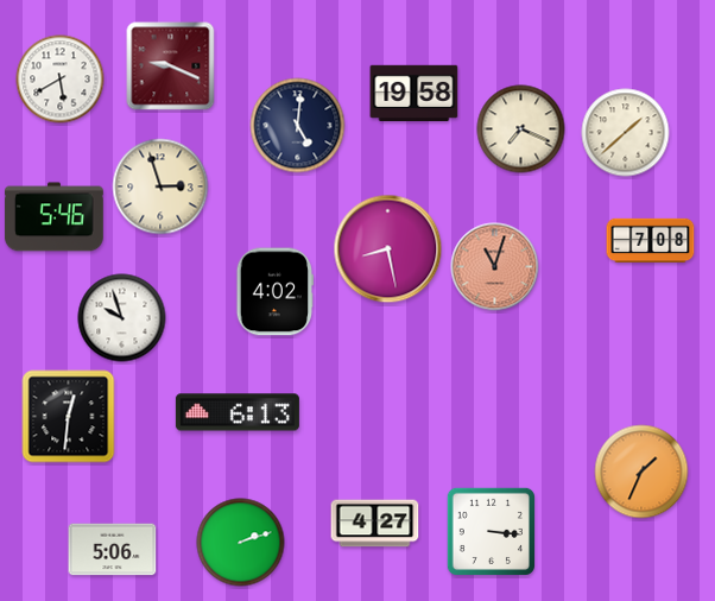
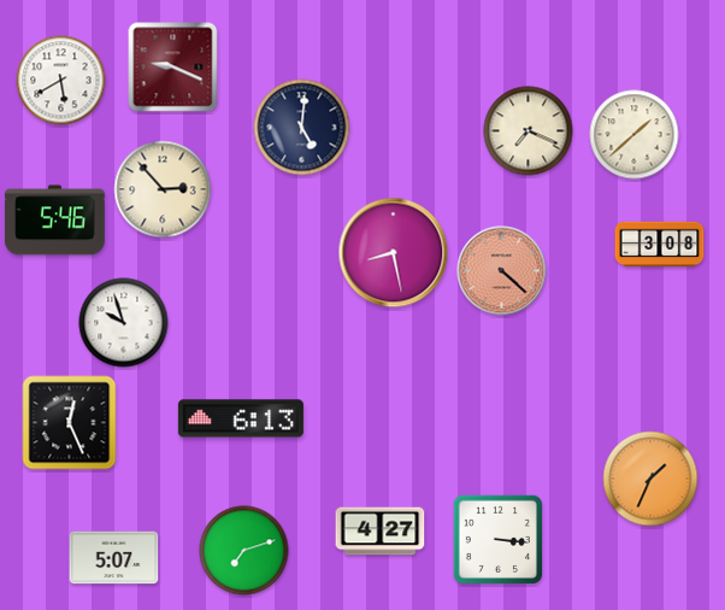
clock at (415, 93): 19:58 -> none
clock at (160, 186): 2:57 -> 2:53
clock at (651, 241): 7:08 -> 3:08
clock at (495, 267): 11:03 -> 4:22
clock at (276, 292): 4:02 -> none
clock at (69, 417): 12:31 -> 12:26
clock at (241, 543): 2:12 -> 7:12
clock at (113, 550): 5:06 -> 5:07
